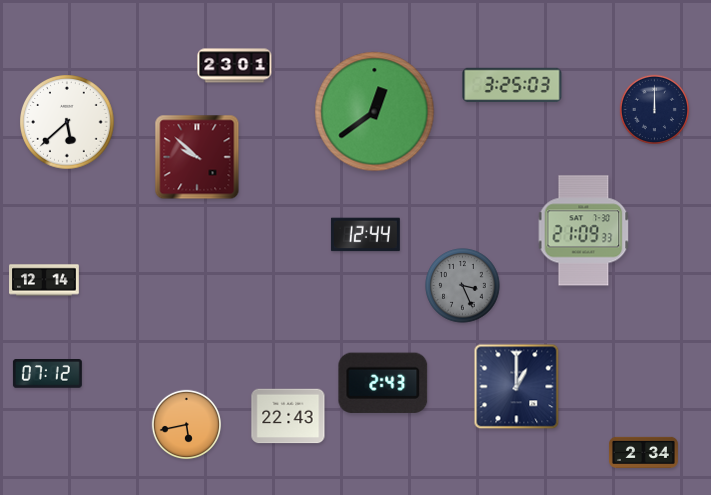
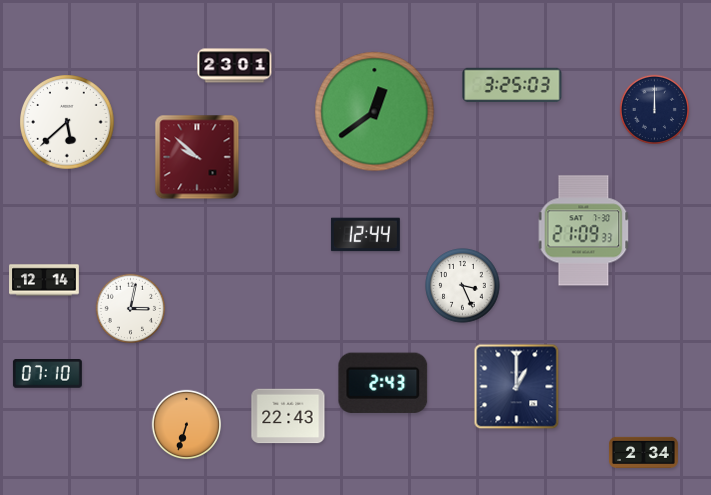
clock at (463, 286) dial: grey -> white
clock at (131, 309): none -> 3:02
clock at (47, 374): 07:12 -> 07:10
clock at (187, 425): 5:43 -> 6:33
